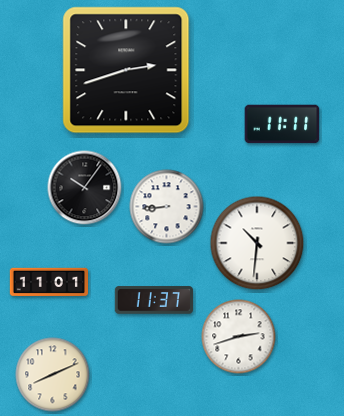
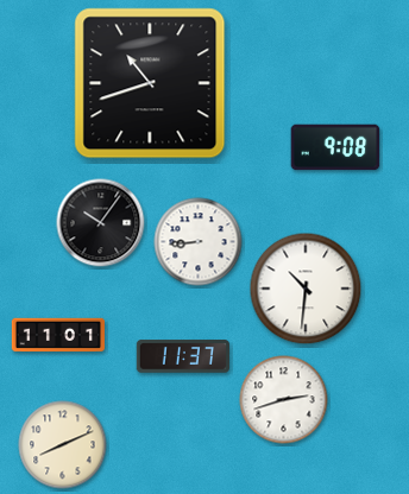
clock at (126, 70): 2:42 -> 10:42
clock at (282, 124): 11:11 -> 9:08
clock at (167, 207) position: (167, 207) -> (199, 242)
